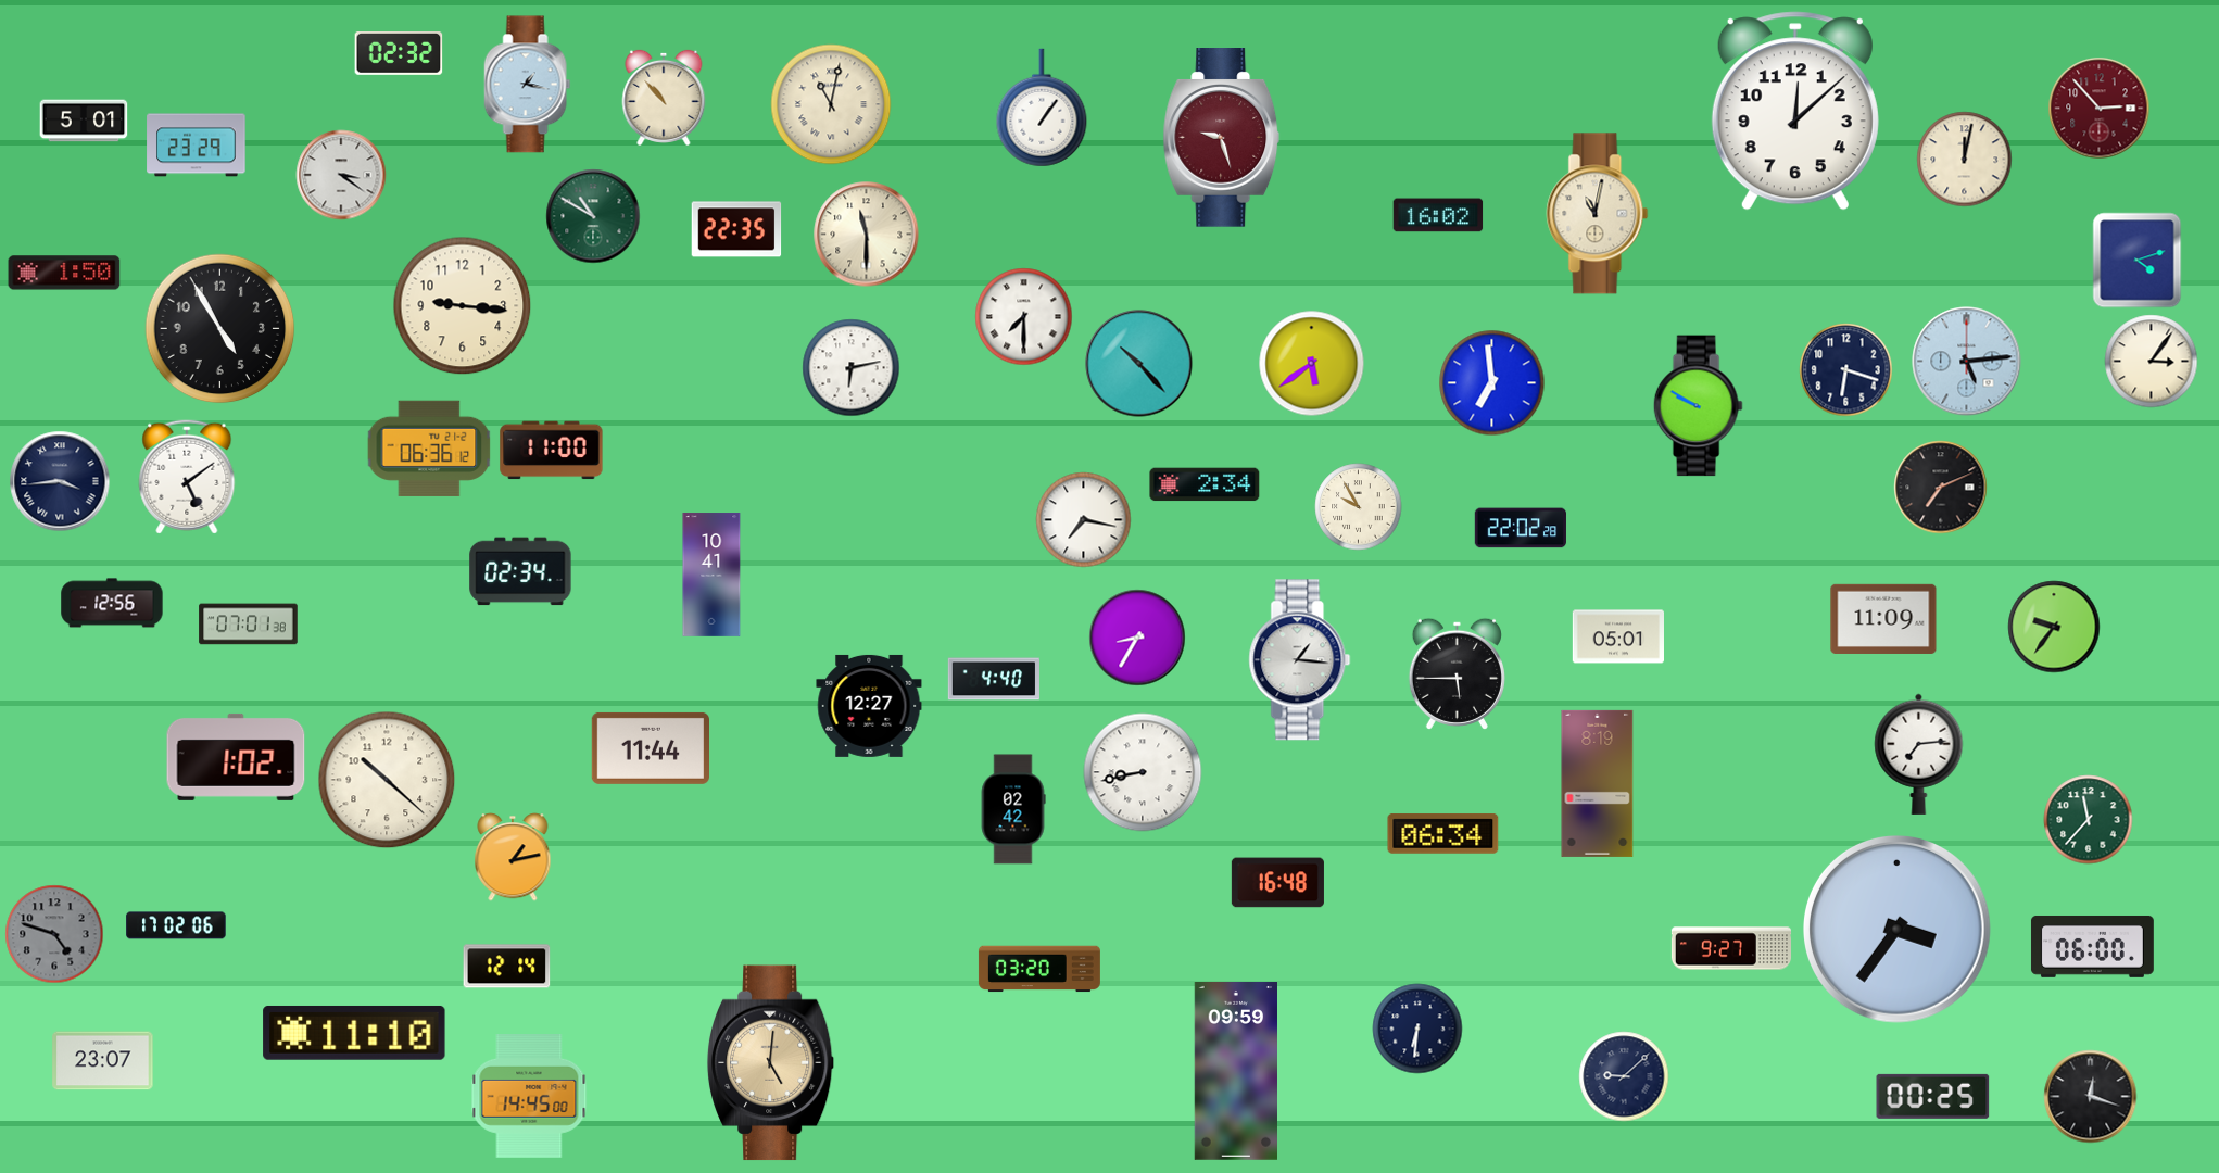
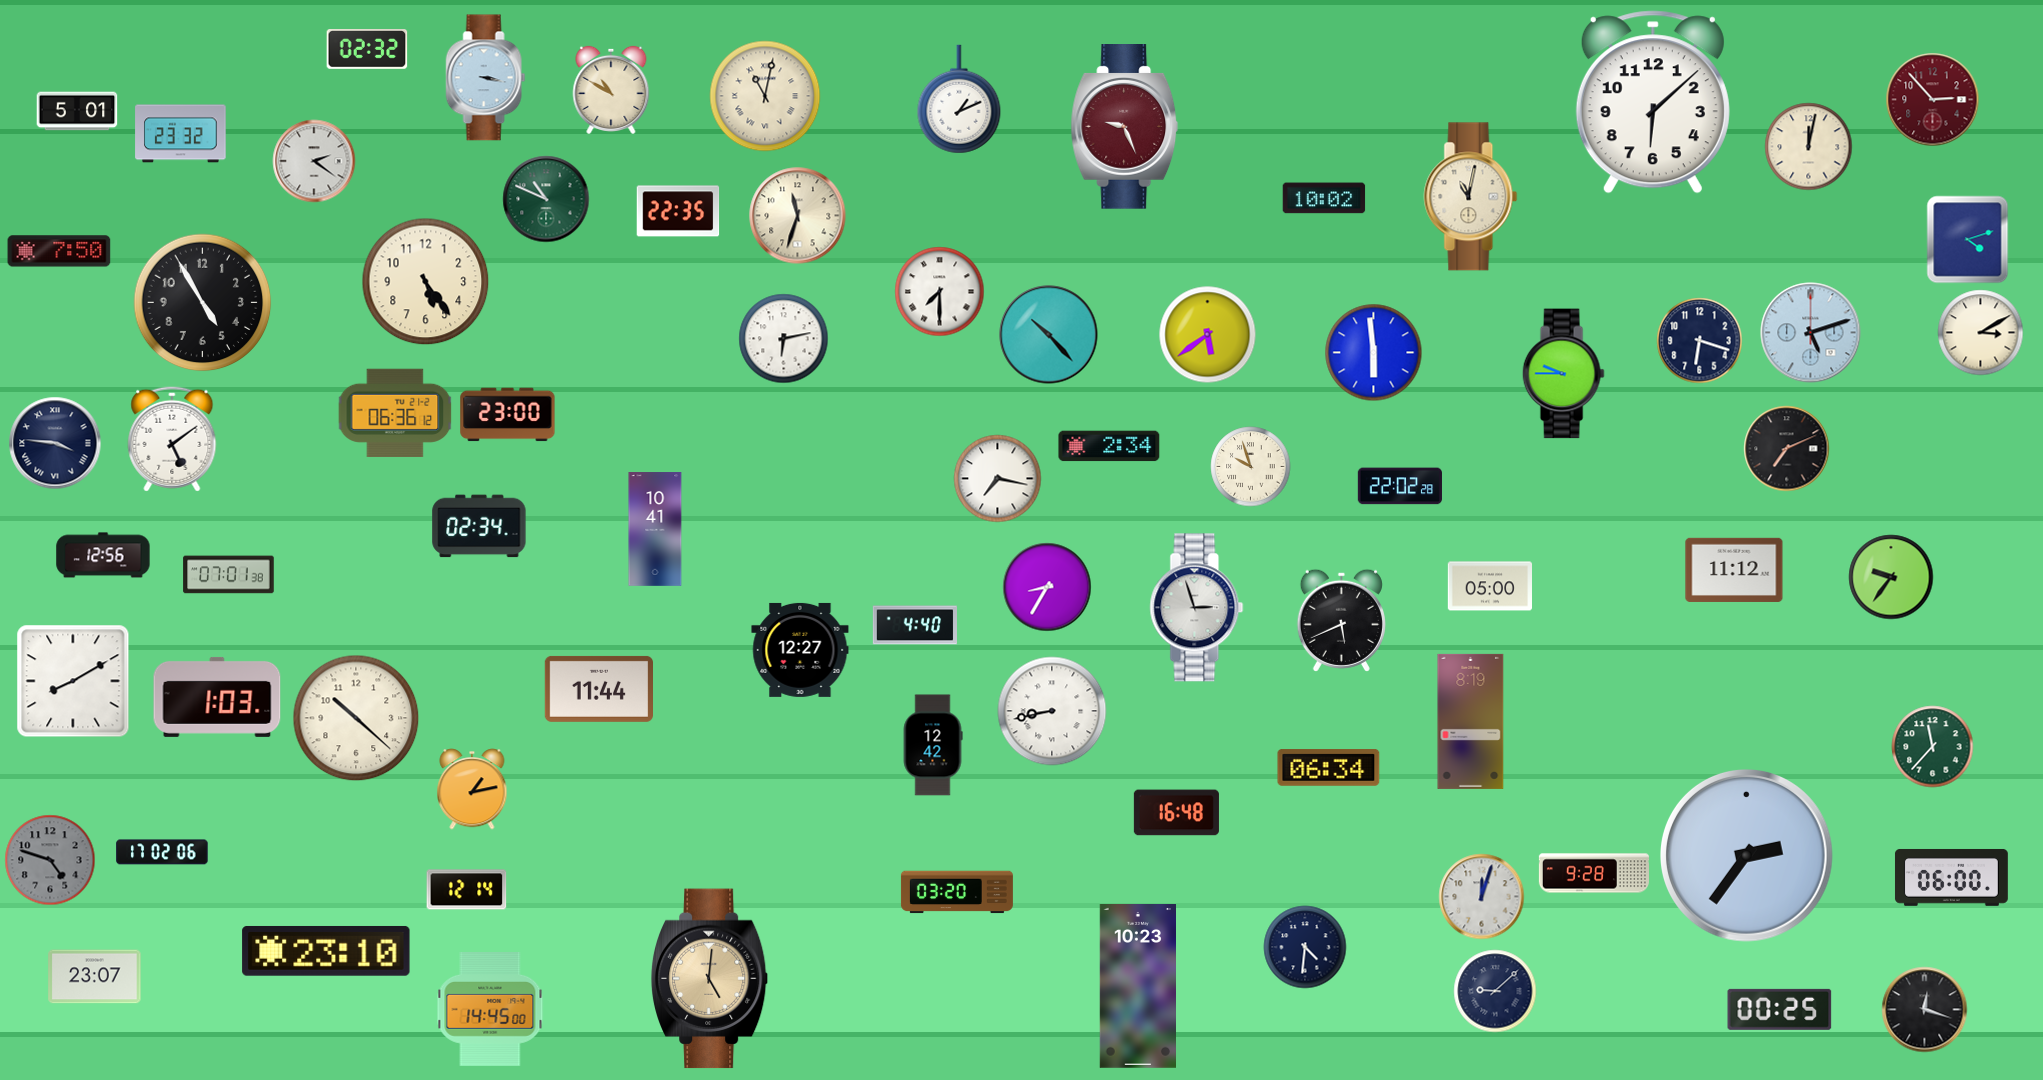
clock at (528, 85): 1:17 -> 3:17
clock at (664, 98): 10:53 -> 10:50
clock at (1042, 108): 1:06 -> 1:11
clock at (1795, 111): 12:08 -> 6:08
clock at (1222, 138): 9:27 -> 9:26
clock at (197, 146): 23:29 -> 23:32
clock at (341, 175): 3:21 -> 2:21
clock at (1438, 215): 16:02 -> 10:02
clock at (593, 216): 10:50 -> 10:49
clock at (867, 235): 11:30 -> 11:33
clock at (64, 273): 1:50 -> 7:50
clock at (463, 306): 9:16 -> 5:24
clock at (1024, 317) position: (1024, 317) -> (940, 292)
clock at (1967, 362): 5:14 -> 5:12
clock at (2152, 362): 3:06 -> 3:10
clock at (1492, 383): 6:59 -> 5:59
clock at (1698, 406): 9:50 -> 9:45
clock at (552, 451): 11:00 -> 23:00
clock at (60, 481): 3:44 -> 3:46
clock at (1359, 507): 9:55 -> 9:57
clock at (1883, 618): 11:09 -> 11:12
clock at (1617, 636): 05:01 -> 05:00
clock at (1300, 660): 1:16 -> 2:57
clock at (1457, 673): 5:45 -> 5:41
clock at (73, 681): none -> 8:10
clock at (1919, 754): 7:14 -> none
clock at (236, 757): 1:02 -> 1:03
clock at (1013, 809): 02:42 -> 12:42
clock at (2089, 820) position: (2089, 820) -> (1933, 747)
clock at (1898, 930): 3:36 -> 2:36
clock at (2092, 946) position: (2092, 946) -> (1951, 877)
clock at (1731, 948): 9:27 -> 9:28
clock at (1482, 897): none -> 12:03
clock at (1417, 1029): 6:31 -> 4:31
clock at (354, 1033): 11:10 -> 23:10
clock at (1235, 1072): 09:59 -> 10:23
clock at (529, 1097) position: (529, 1097) -> (490, 1010)
